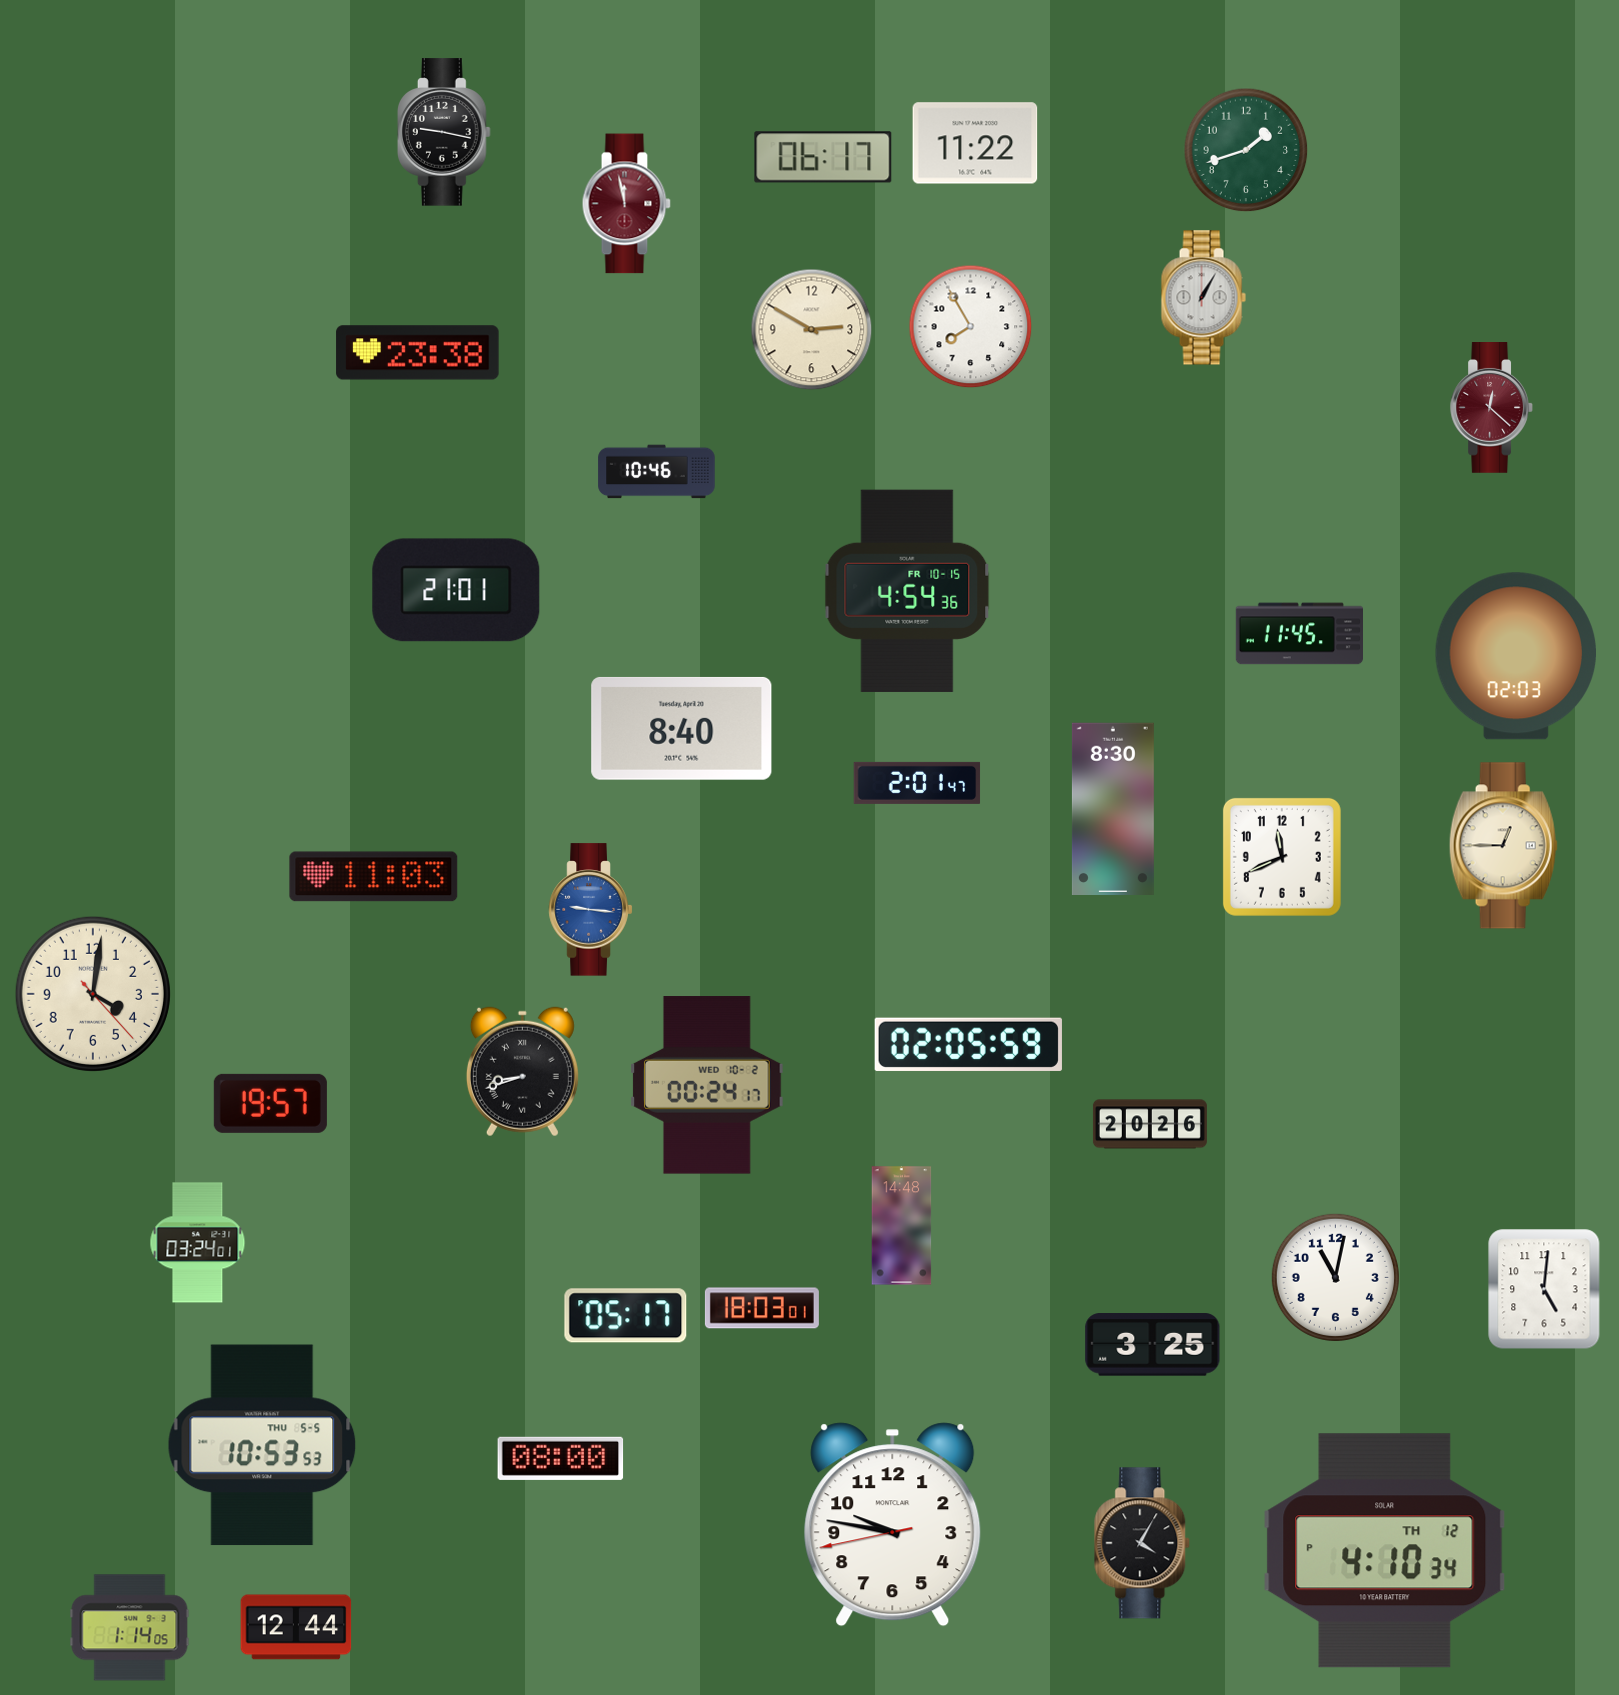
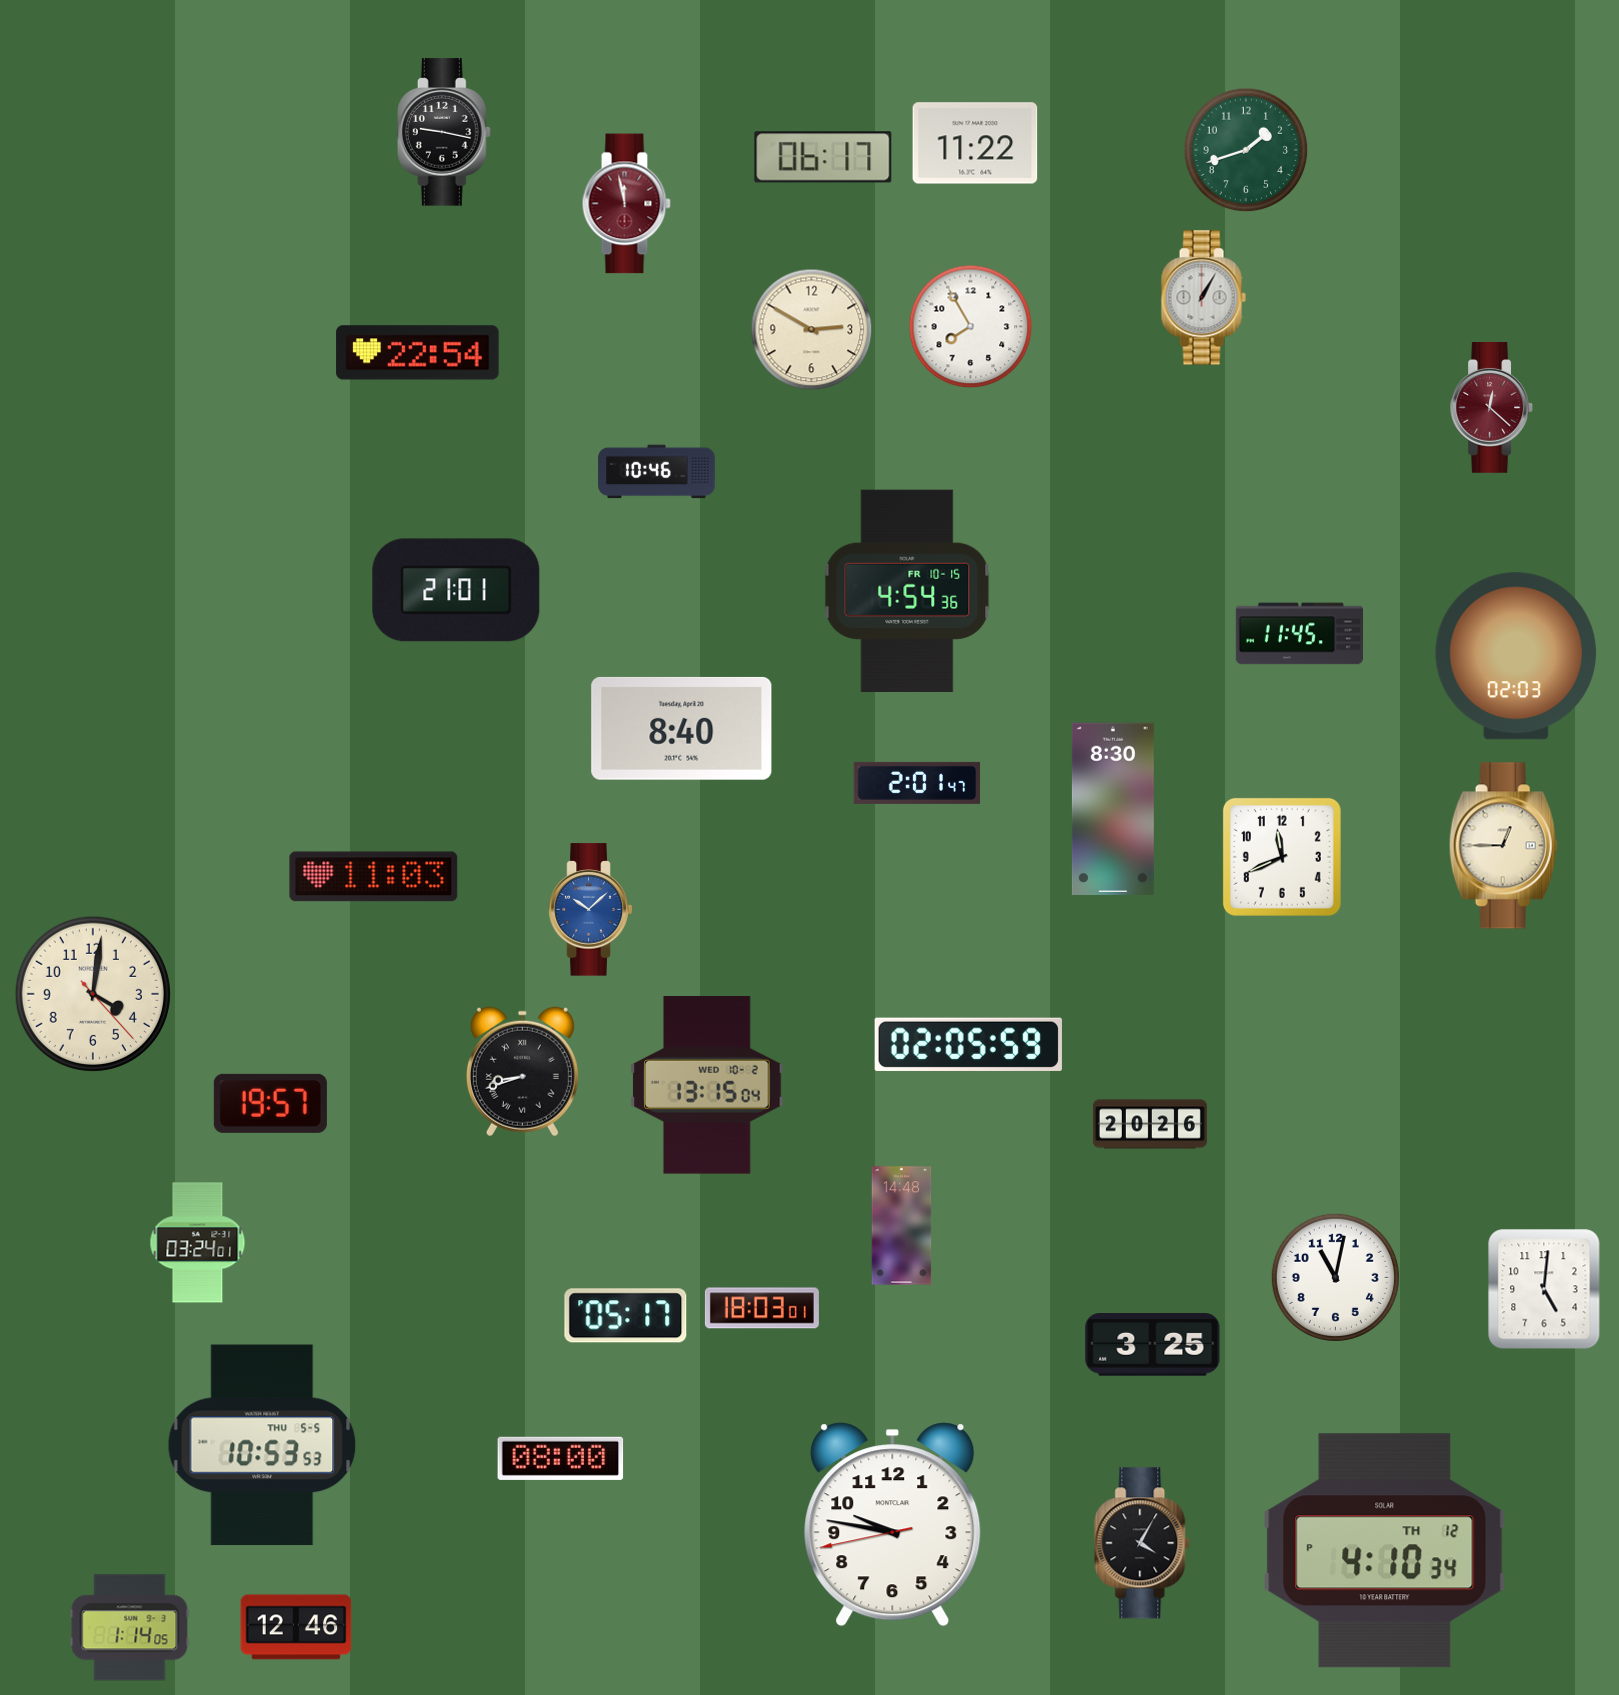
clock at (418, 353): 23:38 -> 22:54
clock at (591, 910): 9:16 -> 10:08
clock at (707, 1085): 00:24 -> 13:15
clock at (296, 1627): 12:44 -> 12:46
